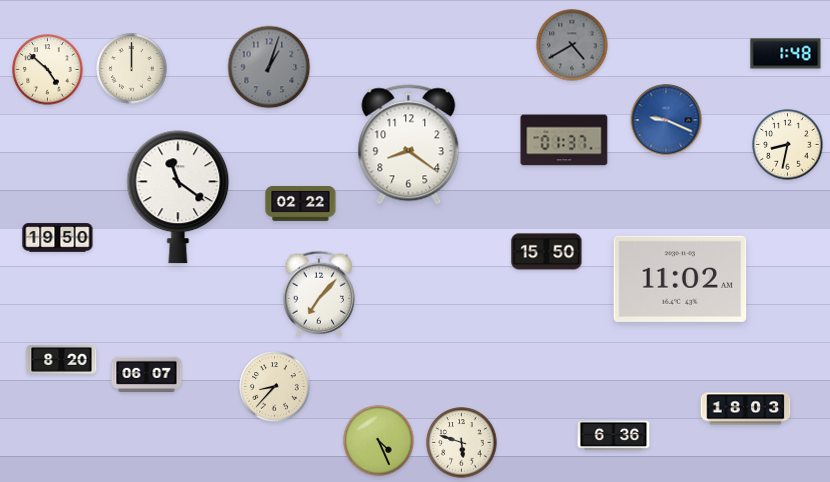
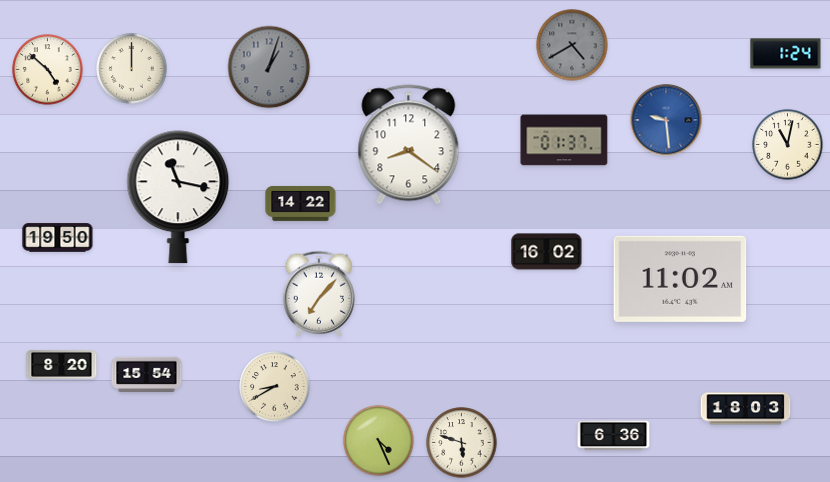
clock at (786, 54): 1:48 -> 1:24
clock at (666, 120): 9:19 -> 9:29
clock at (788, 145): 8:32 -> 11:02
clock at (178, 197): 11:21 -> 11:17
clock at (301, 203): 02:22 -> 14:22
clock at (547, 252): 15:50 -> 16:02
clock at (62, 360) position: (62, 360) -> (62, 365)
clock at (147, 375): 06:07 -> 15:54
clock at (275, 387): 8:37 -> 8:40
